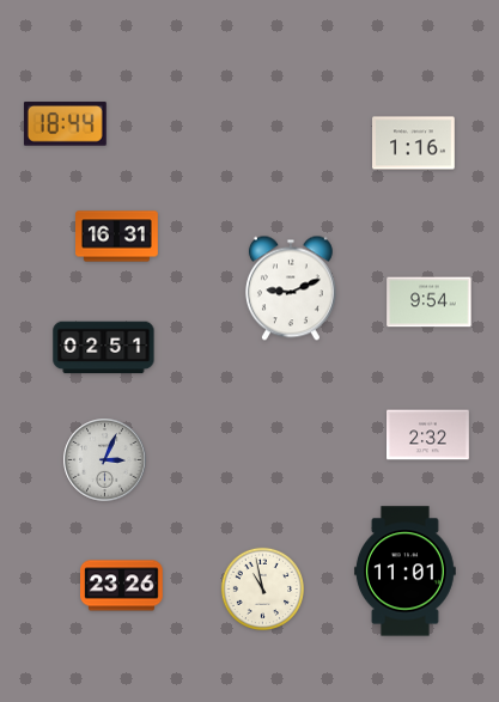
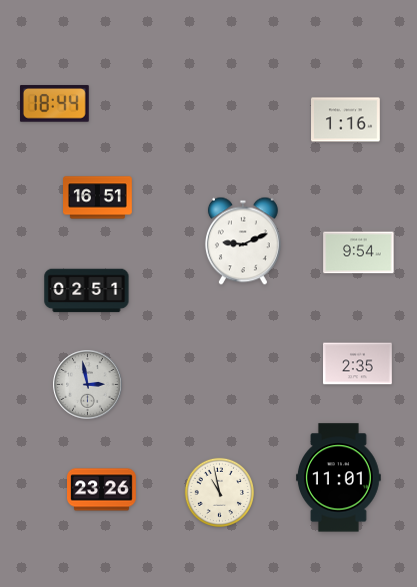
clock at (117, 237): 16:31 -> 16:51
clock at (428, 435): 2:32 -> 2:35
clock at (105, 460): 3:04 -> 2:58
